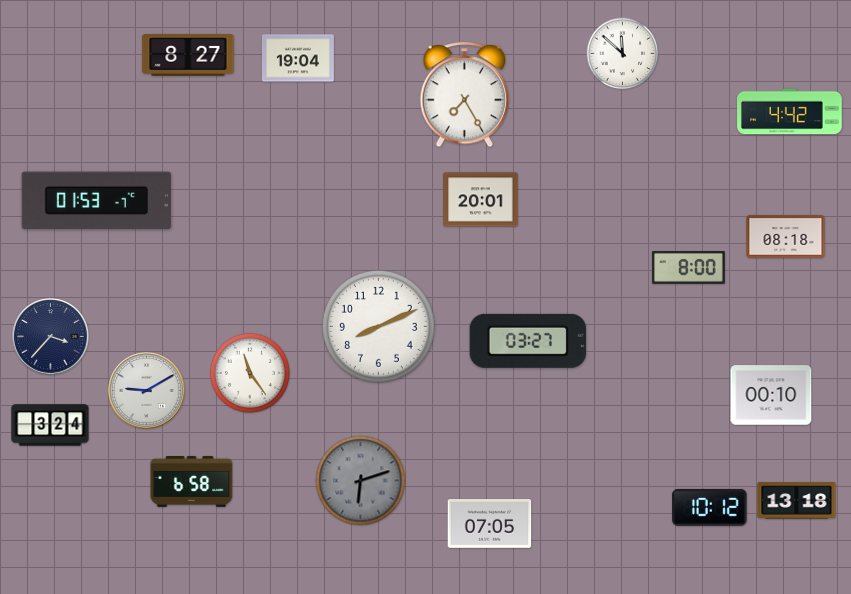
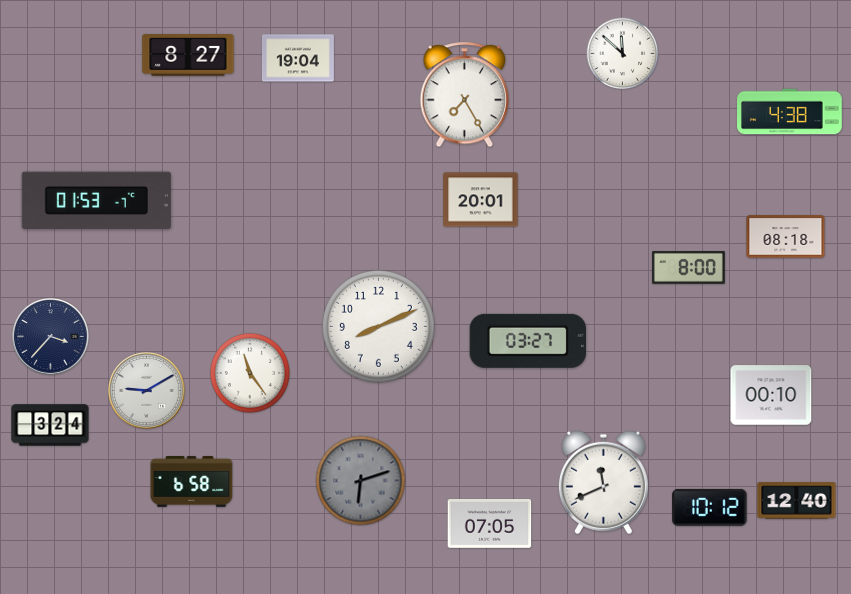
clock at (790, 112): 4:42 -> 4:38
clock at (603, 483): none -> 11:41
clock at (797, 501): 13:18 -> 12:40
